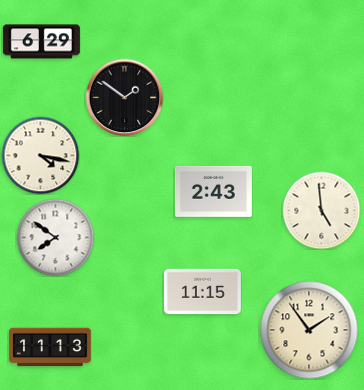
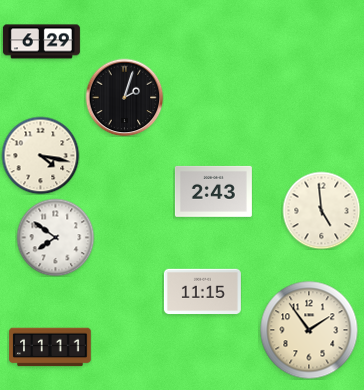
clock at (124, 97): 1:51 -> 2:03
clock at (50, 347): 11:13 -> 11:11
